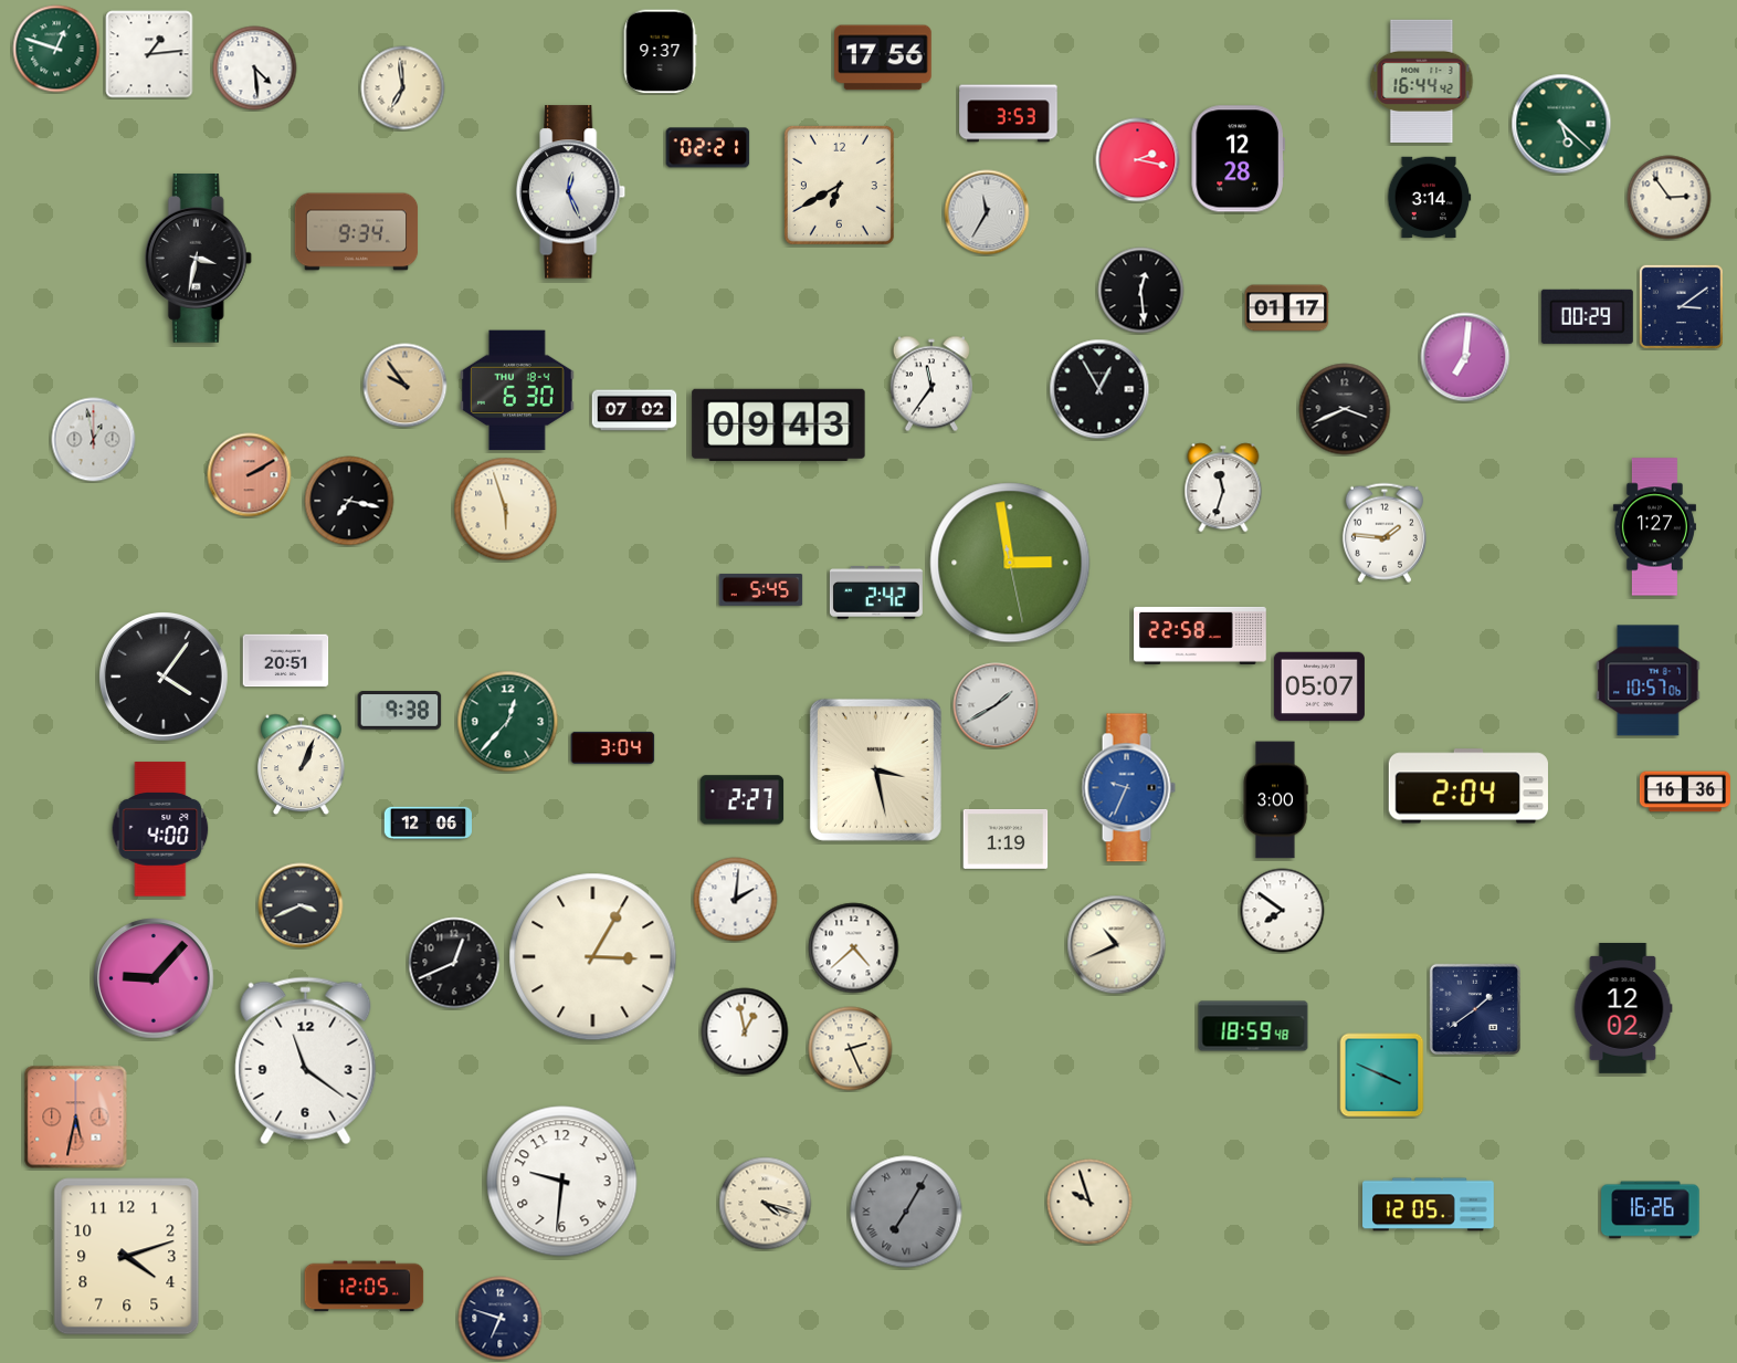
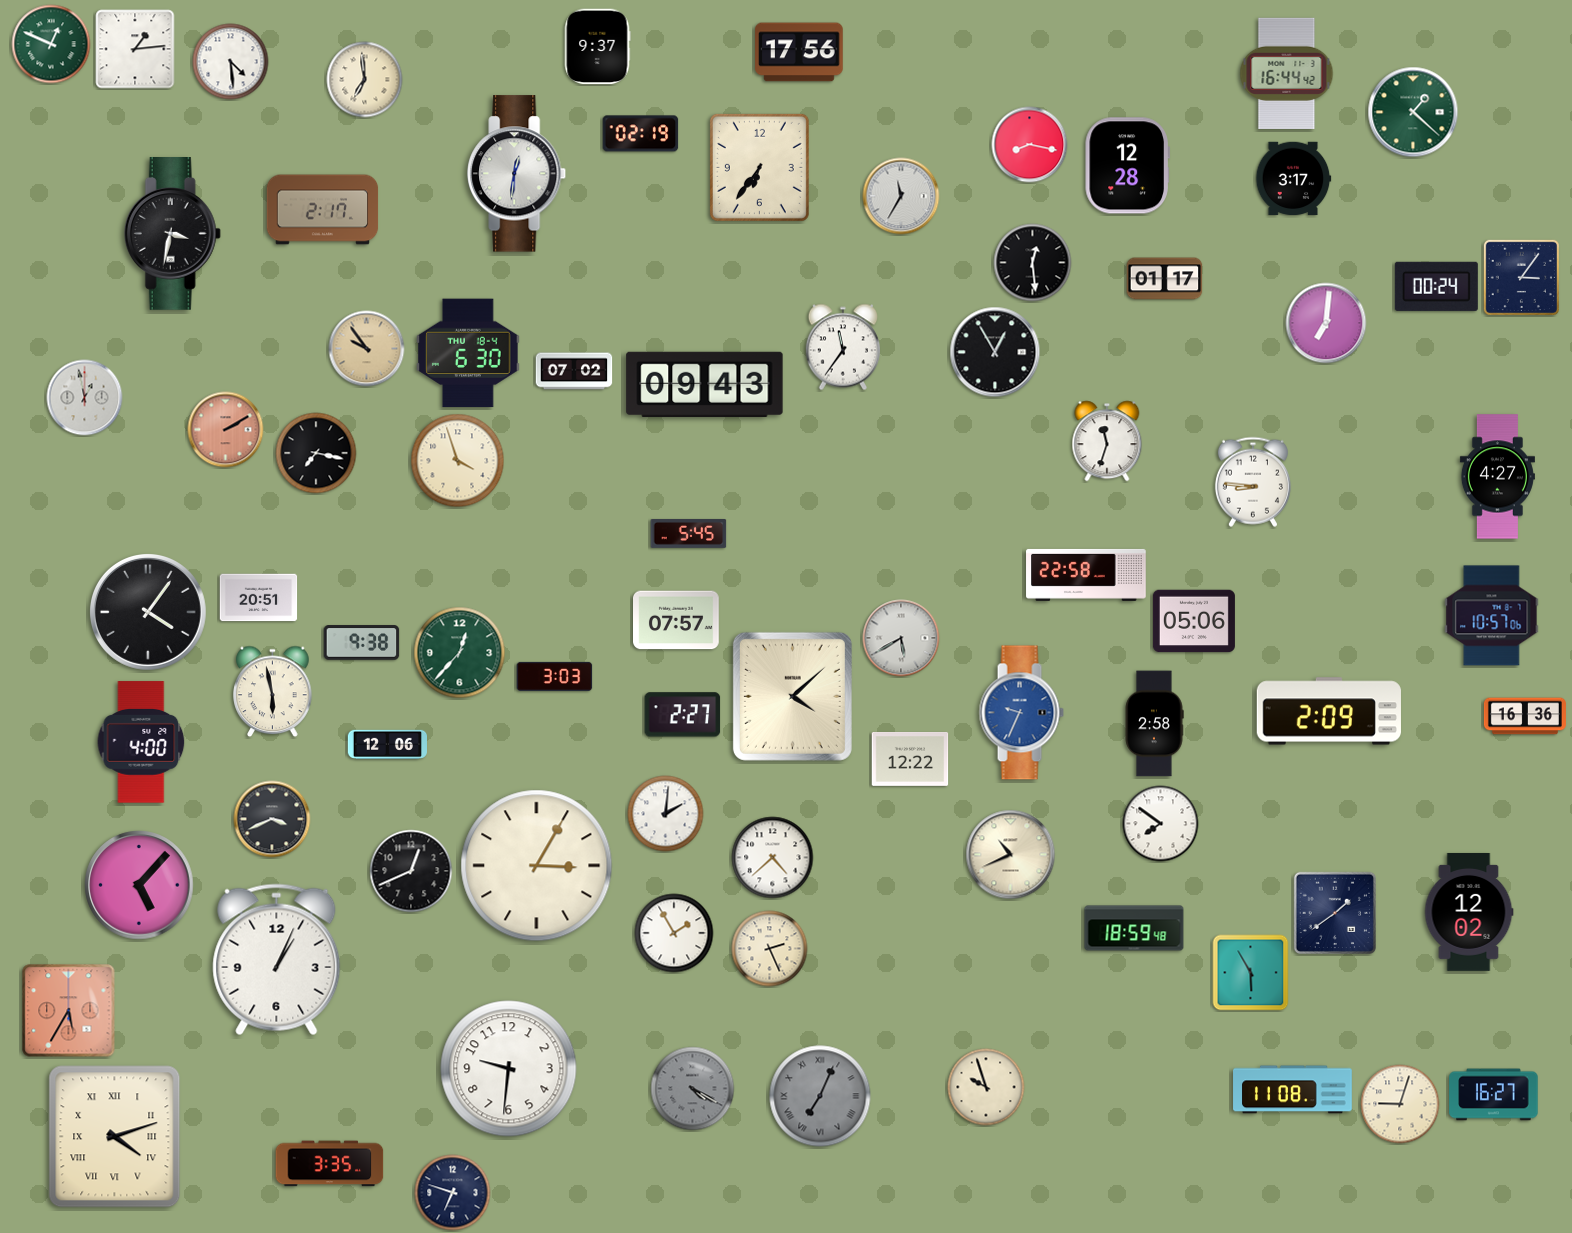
clock at (56, 49): 12:48 -> 12:49
clock at (1009, 114): 3:53 -> none
clock at (1561, 124): 5:22 -> 1:22
clock at (708, 148): 02:21 -> 02:19
clock at (1238, 159) position: (1238, 159) -> (1127, 166)
clock at (1138, 160): 2:17 -> 8:17
clock at (839, 185): 6:40 -> 6:36
clock at (571, 192): 12:26 -> 12:31
clock at (1429, 198): 3:14 -> 3:17
clock at (1670, 198): 2:54 -> none
clock at (987, 212) position: (987, 212) -> (901, 196)
clock at (357, 232): 9:34 -> 2:17
clock at (198, 259) position: (198, 259) -> (172, 234)
clock at (1681, 306): 3:09 -> 3:06
clock at (1587, 316): 00:29 -> 00:24
clock at (1345, 409): 3:41 -> none
clock at (506, 510): 5:57 -> 3:57
clock at (1654, 527): 1:27 -> 4:27
clock at (1385, 533): 1:46 -> 8:46
clock at (1010, 563): 2:58 -> none
clock at (876, 594): 2:42 -> none
clock at (677, 620): none -> 07:57
clock at (1319, 686): 05:07 -> 05:06
clock at (996, 705): 1:40 -> 5:40
clock at (613, 747): 3:04 -> 3:03
clock at (302, 765): 1:04 -> 5:58
clock at (875, 769): 3:28 -> 4:08
clock at (1468, 786): 2:04 -> 2:09
clock at (743, 800) position: (743, 800) -> (683, 715)
clock at (1275, 800): 3:00 -> 2:58
clock at (160, 829) position: (160, 829) -> (141, 742)
clock at (1006, 839): 1:19 -> 12:22
clock at (154, 978): 9:07 -> 5:07
clock at (745, 1031): 12:58 -> 1:55
clock at (306, 1061): 11:21 -> 1:04
clock at (1382, 1076): 3:49 -> 5:55
clock at (76, 1118): 5:32 -> 5:35
clock at (766, 1204): 4:18 -> 4:20
clock at (766, 1204) dial: cream -> grey
clock at (1429, 1205): 12:05 -> 11:08
clock at (1651, 1210): 16:26 -> 16:27
clock at (906, 1212): 7:05 -> 7:04
clock at (1400, 1104): none -> 9:03
clock at (127, 1257) numerals: Arabic -> Roman
clock at (365, 1287): 12:05 -> 3:35
